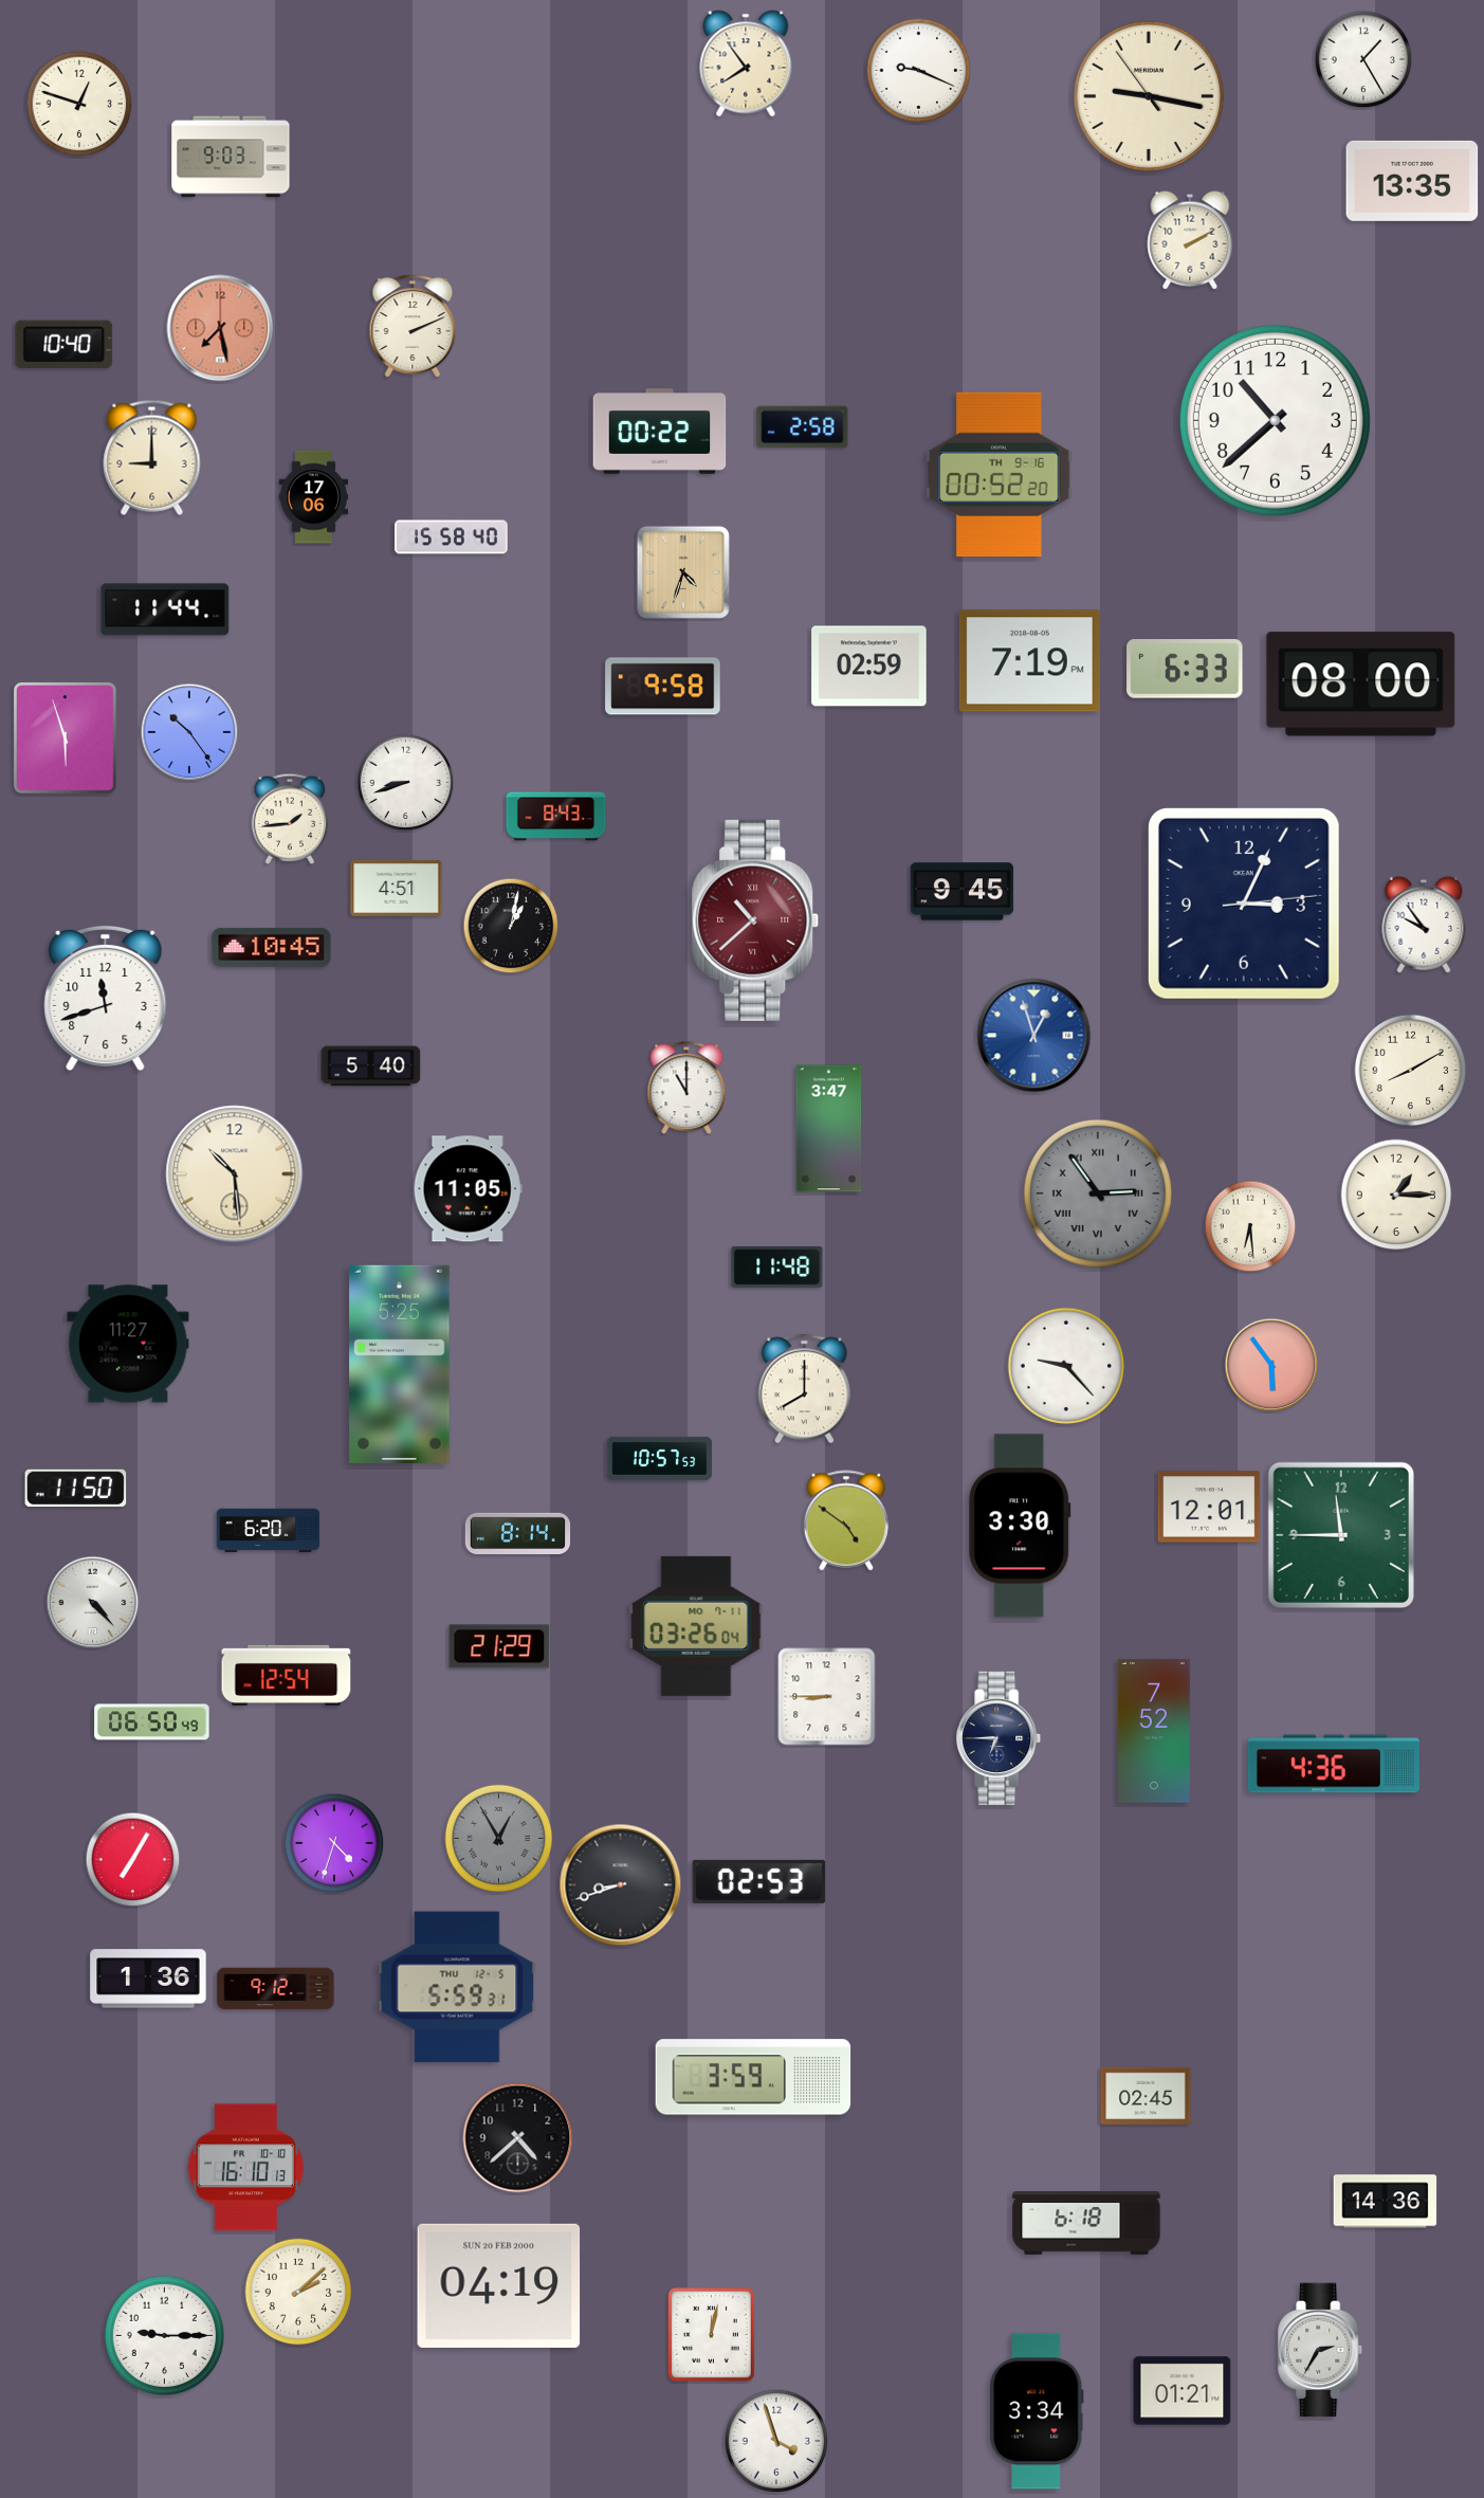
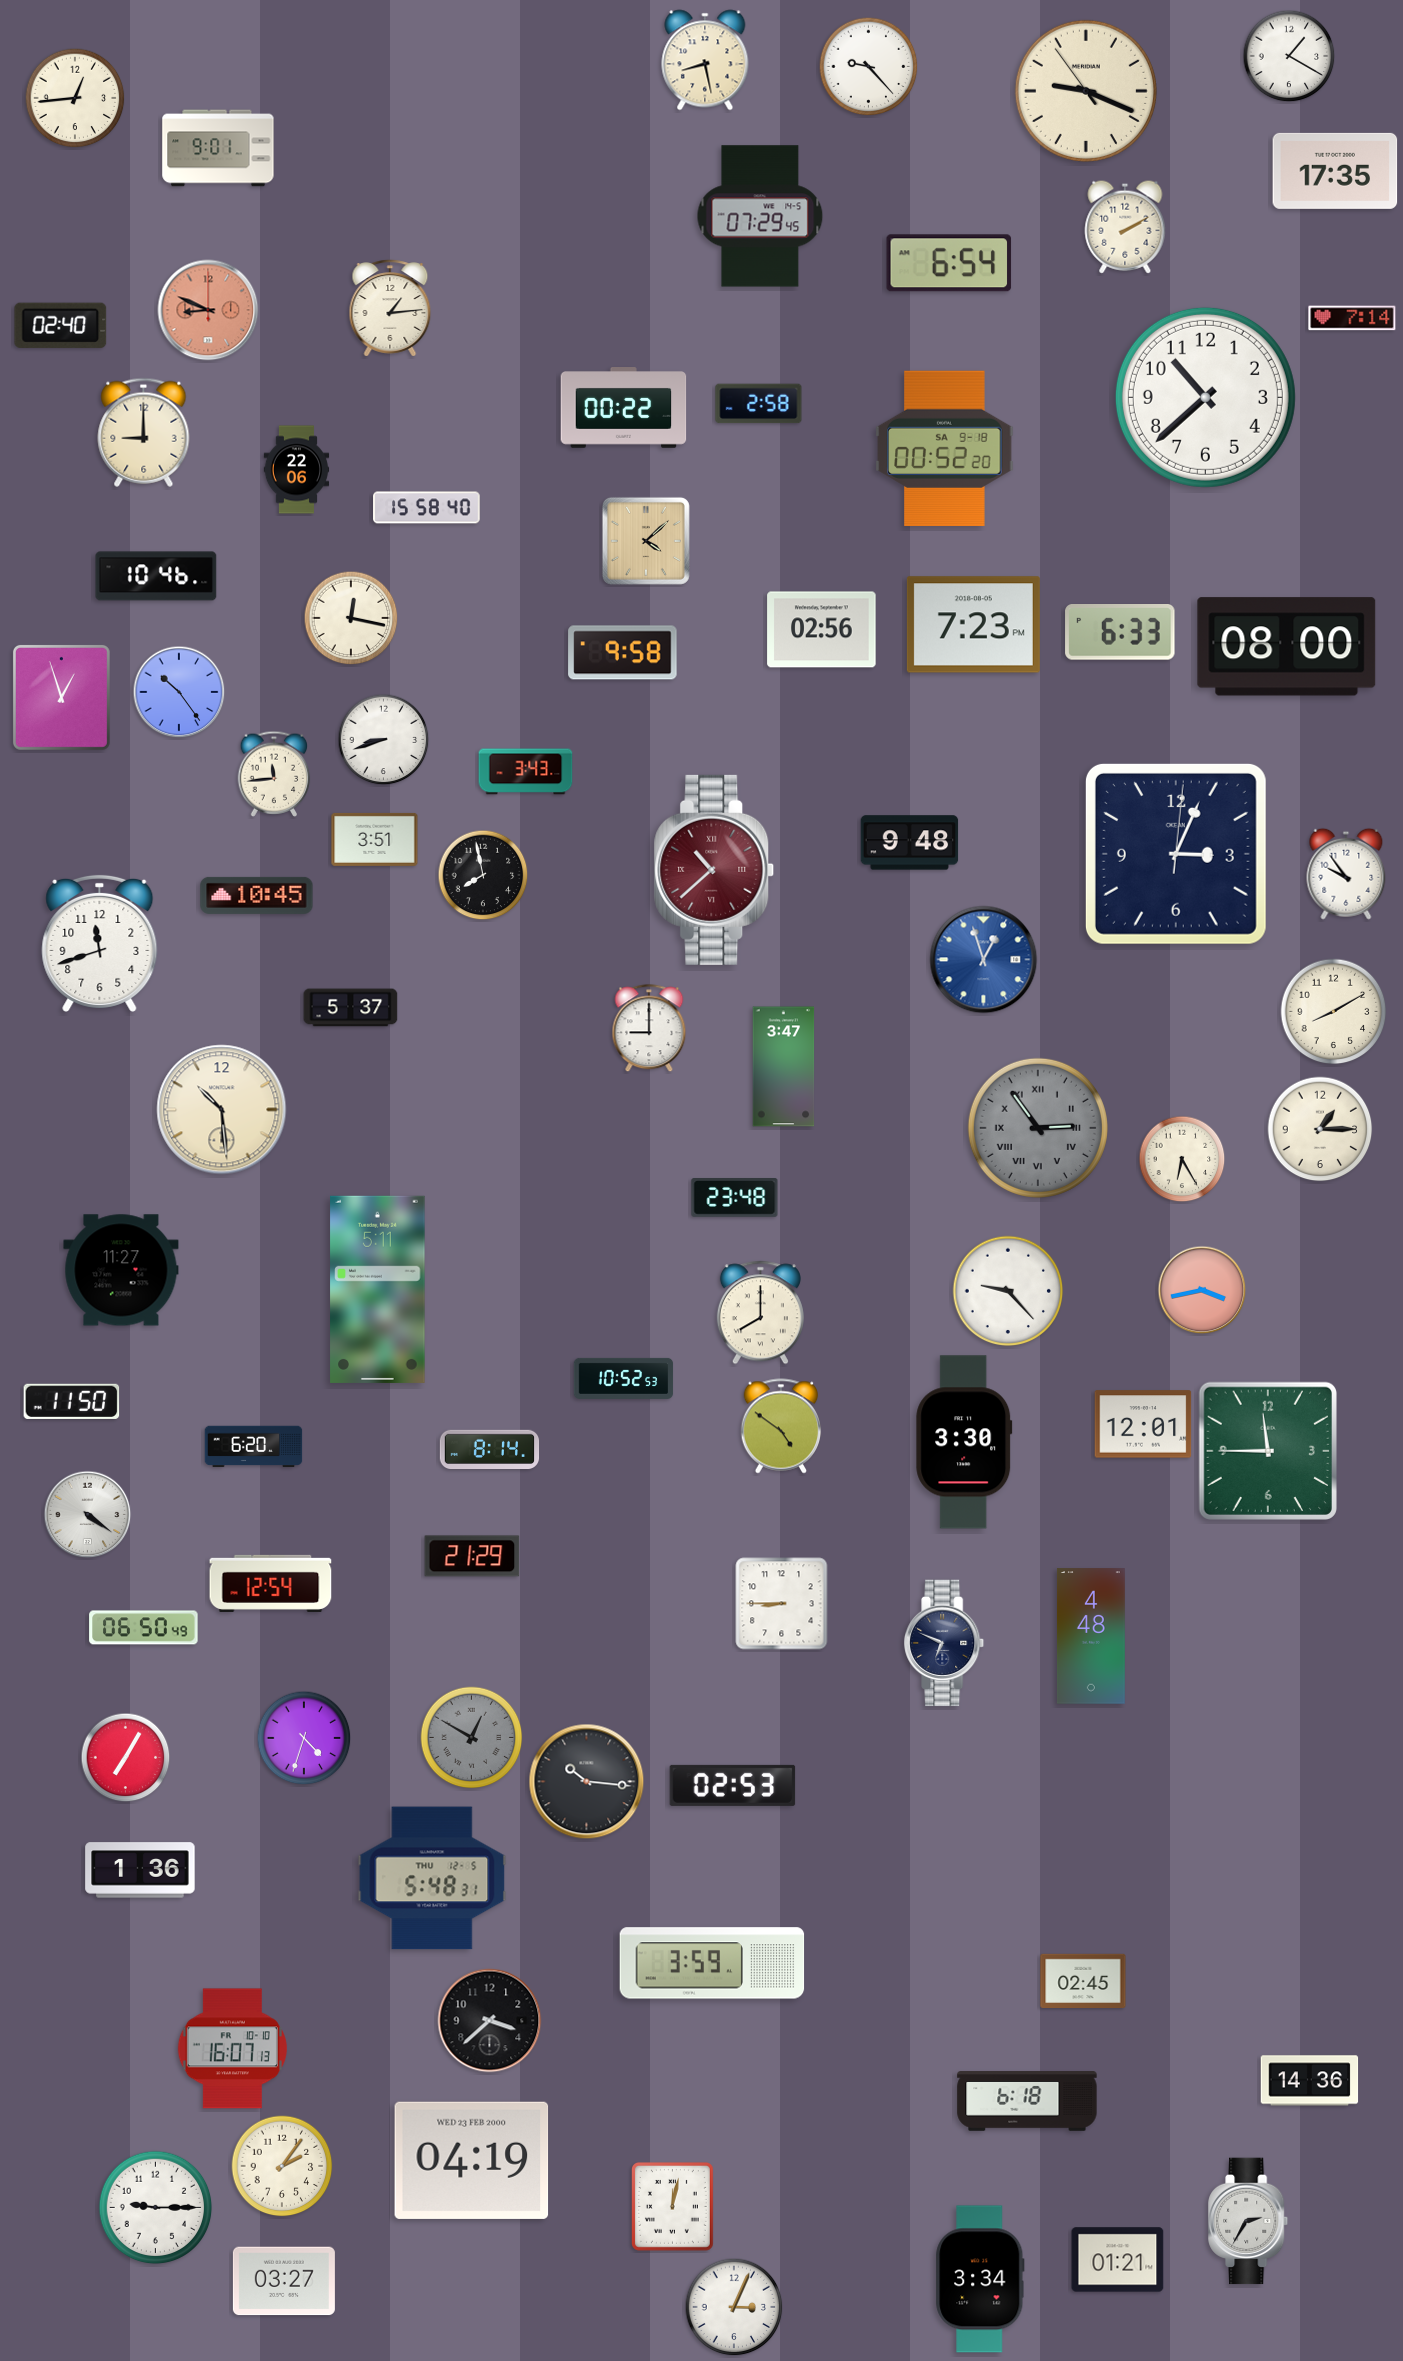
clock at (1363, 59): 1:25 -> 1:20
clock at (746, 63): 7:54 -> 8:28
clock at (919, 71): 9:19 -> 9:23
clock at (1149, 96): 9:16 -> 9:18
clock at (79, 104): 12:48 -> 12:44
clock at (231, 157): 9:03 -> 9:01
clock at (1412, 181): 13:35 -> 17:35
clock at (760, 216): none -> 07:29
clock at (949, 263): none -> 6:54
clock at (413, 326): 2:11 -> 1:14
clock at (220, 328): 7:28 -> 8:49
clock at (1352, 318): none -> 7:14
clock at (65, 344): 10:40 -> 02:40
clock at (1000, 475) date: TH 9-16 -> SA 9-18
clock at (314, 497): 17:06 -> 22:06
clock at (683, 572): 4:33 -> 4:08
clock at (165, 609): 11:44 -> 10:46
clock at (351, 618): none -> 12:17
clock at (1029, 661): 7:19 -> 7:23
clock at (869, 667): 02:59 -> 02:56
clock at (663, 687) position: (663, 687) -> (623, 653)
clock at (65, 737): 5:57 -> 12:57
clock at (556, 817): 8:43 -> 3:43
clock at (290, 819): 1:44 -> 11:44
clock at (397, 888): 4:51 -> 3:51
clock at (963, 892): 9:45 -> 9:48
clock at (1244, 904): 3:04:14 -> 3:04:01
clock at (511, 926): 1:02 -> 7:58
clock at (1034, 1036) position: (1034, 1036) -> (984, 960)
clock at (371, 1066): 5:40 -> 5:37
clock at (686, 1089): 11:00 -> 9:00
clock at (468, 1189): 11:05 -> none
clock at (1250, 1226): 6:29 -> 6:25
clock at (777, 1268): 11:48 -> 23:48
clock at (400, 1364): 5:25 -> 5:11
clock at (1271, 1365): 5:54 -> 3:43
clock at (660, 1458): 10:57 -> 10:52
clock at (76, 1488) position: (76, 1488) -> (72, 1401)
clock at (846, 1520) position: (846, 1520) -> (781, 1426)
clock at (93, 1603): 4:23 -> 4:21
clock at (696, 1626): 03:26 -> none
clock at (1154, 1731): 7:52 -> 4:48
clock at (1000, 1738): 6:45 -> 6:49
clock at (1334, 1764): 4:36 -> none
clock at (499, 1839): 12:55 -> 12:50
clock at (334, 1843) position: (334, 1843) -> (304, 1738)
clock at (759, 1881) position: (759, 1881) -> (733, 1785)
clock at (621, 1885): 8:42 -> 10:16
clock at (457, 1987): 5:59 -> 5:48
clock at (276, 1989): 9:12 -> none
clock at (518, 2138): 4:38 -> 3:38
clock at (245, 2168): 16:10 -> 16:07
clock at (499, 2285) date: SUN 20 FEB 2000 -> WED 23 FEB 2000
clock at (298, 2292): 2:08 -> 2:06
clock at (284, 2281): none -> 03:27
clock at (776, 2441): 3:57 -> 3:04
